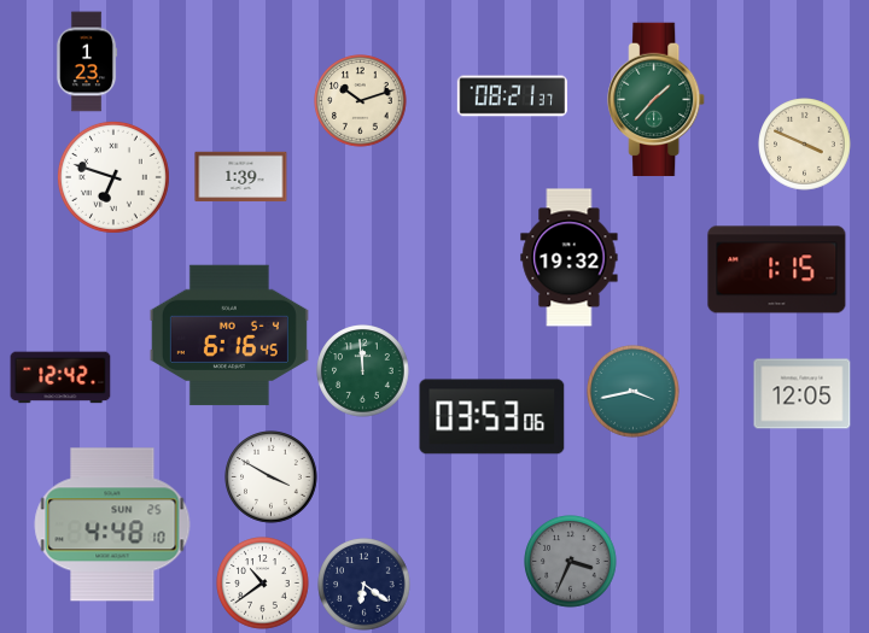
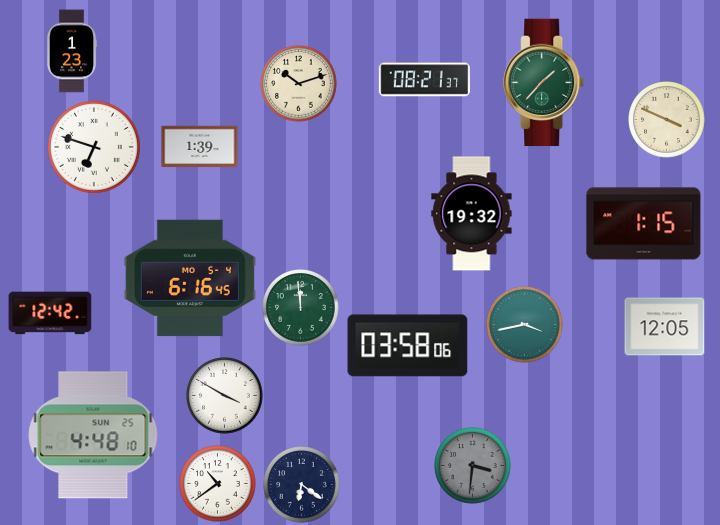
clock at (492, 417): 03:53 -> 03:58
clock at (571, 562): 3:34 -> 3:31
